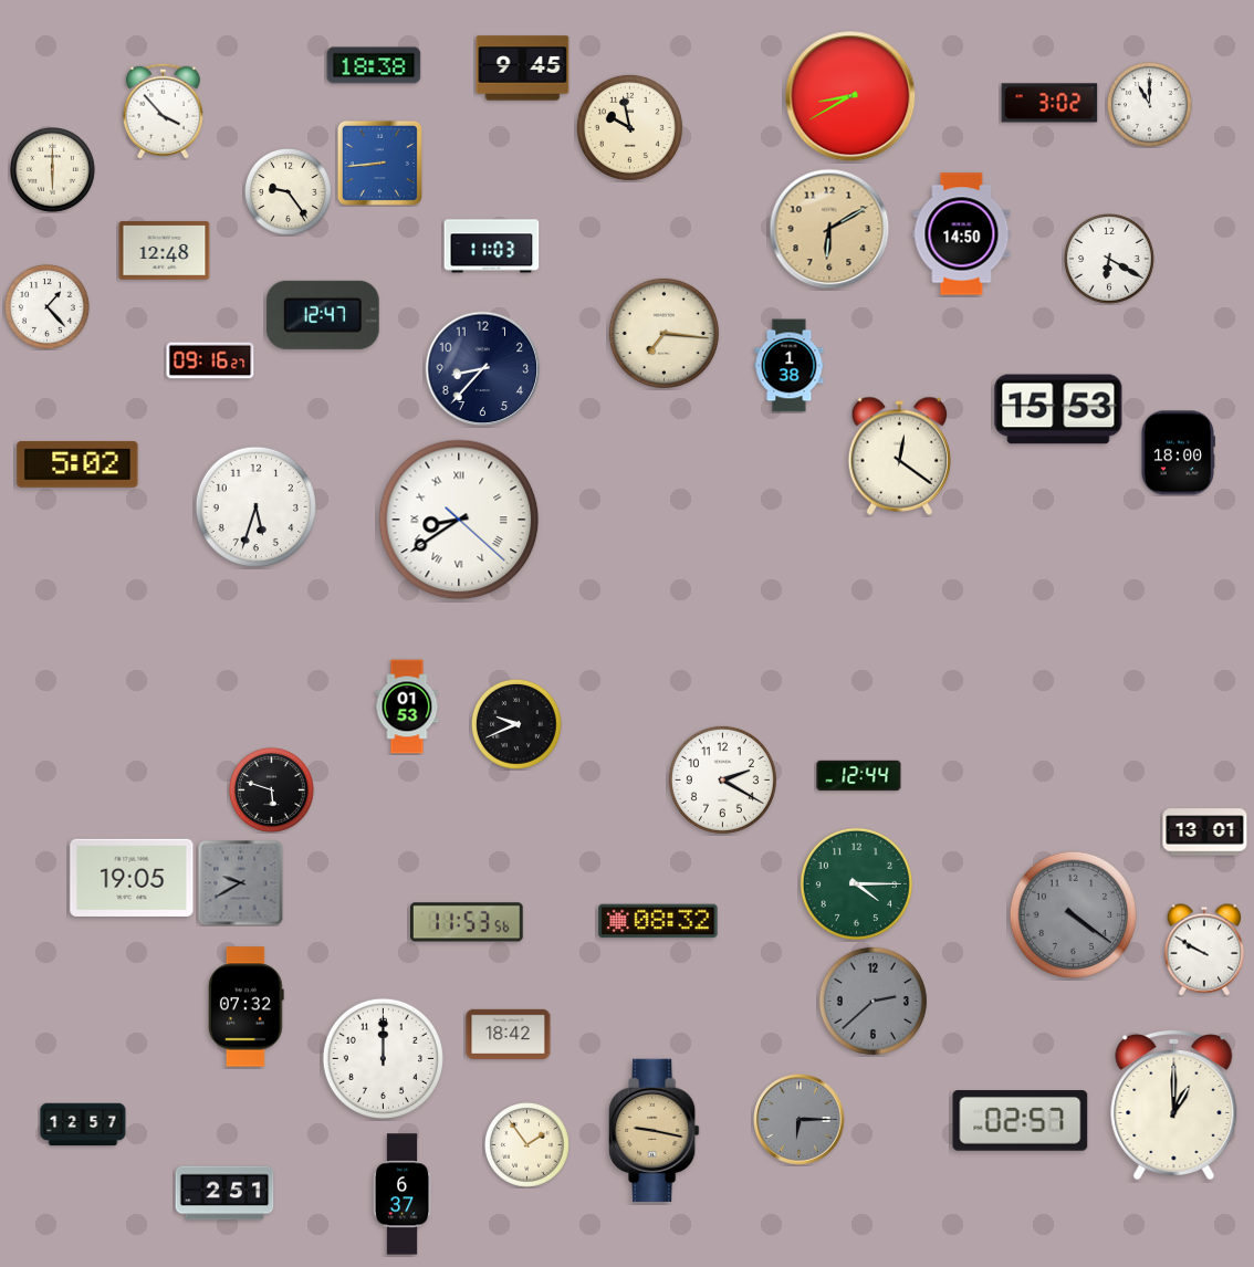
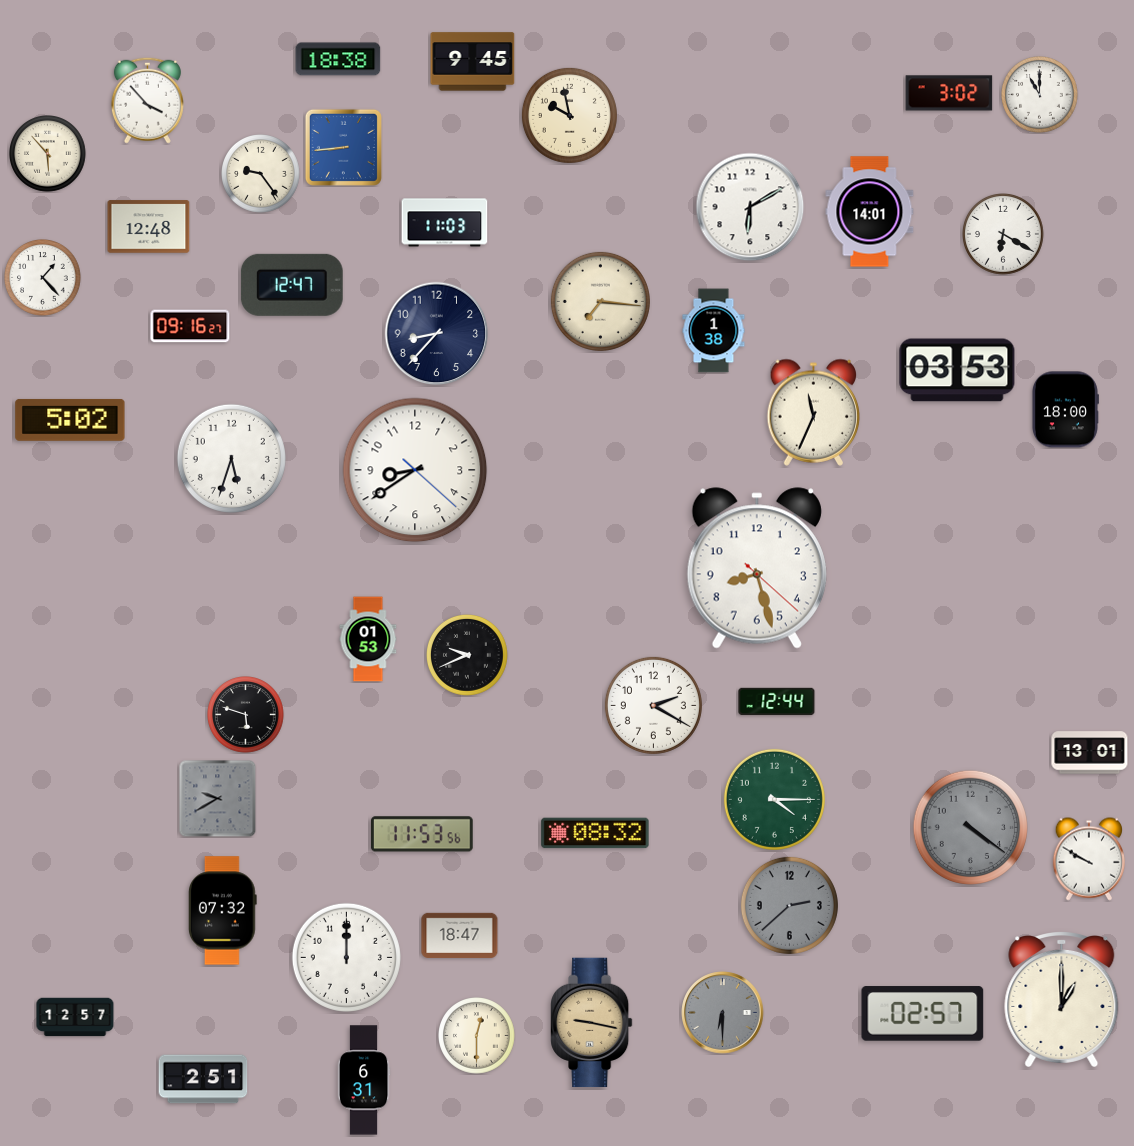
clock at (850, 96): 8:40 -> none
clock at (53, 170): 6:00 -> 5:53
clock at (829, 229) dial: champagne -> white
clock at (962, 234): 14:50 -> 14:01
clock at (1058, 409): 15:53 -> 03:53
clock at (900, 456): 12:21 -> 11:34
clock at (459, 520) numerals: Roman -> Arabic
clock at (757, 568): none -> 8:27
clock at (132, 878): 19:05 -> none
clock at (509, 1034): 18:42 -> 18:47
clock at (800, 1120): 6:15 -> 6:30
clock at (527, 1145): 1:54 -> 12:30
clock at (403, 1194): 6:37 -> 6:31
